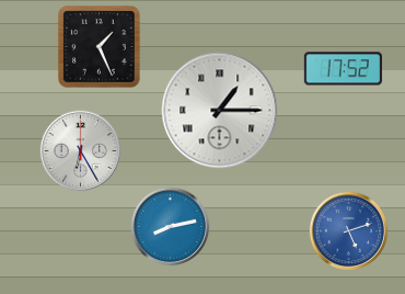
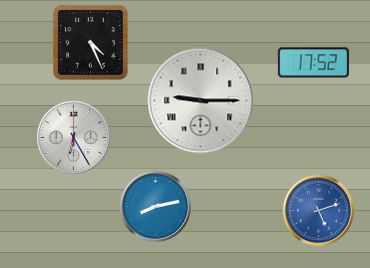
clock at (100, 47): 1:26 -> 4:26
clock at (220, 111): 1:15 -> 9:15
